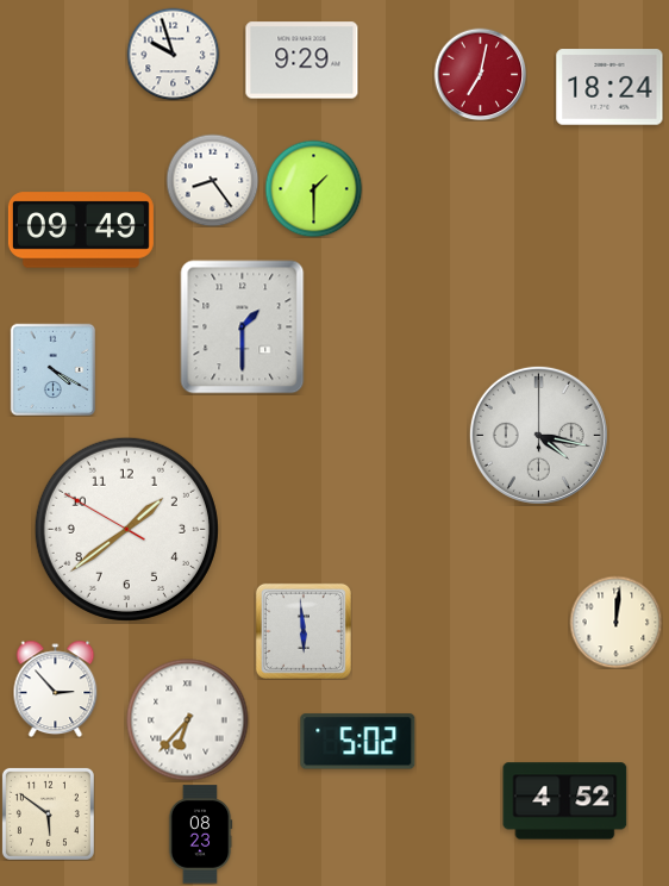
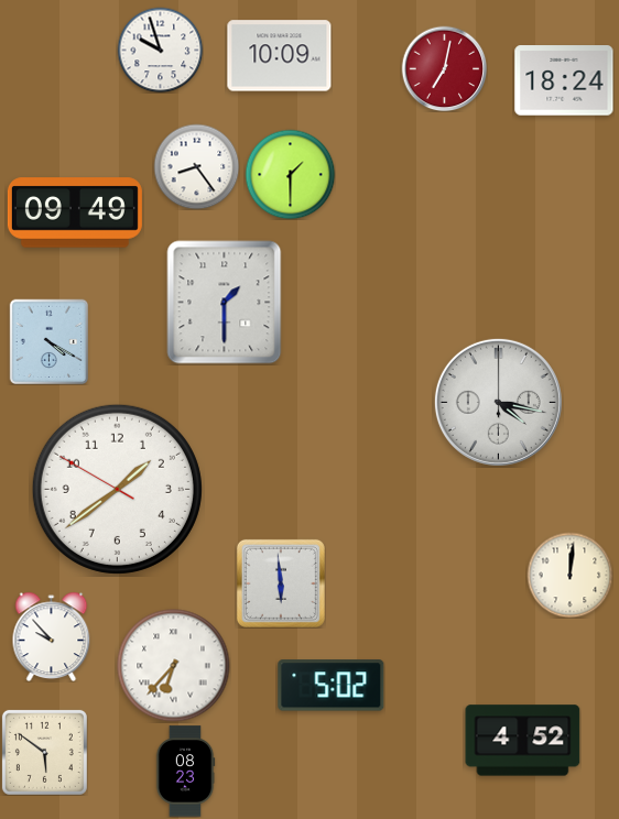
clock at (302, 61): 9:29 -> 10:09
clock at (56, 688): 2:53 -> 9:53
